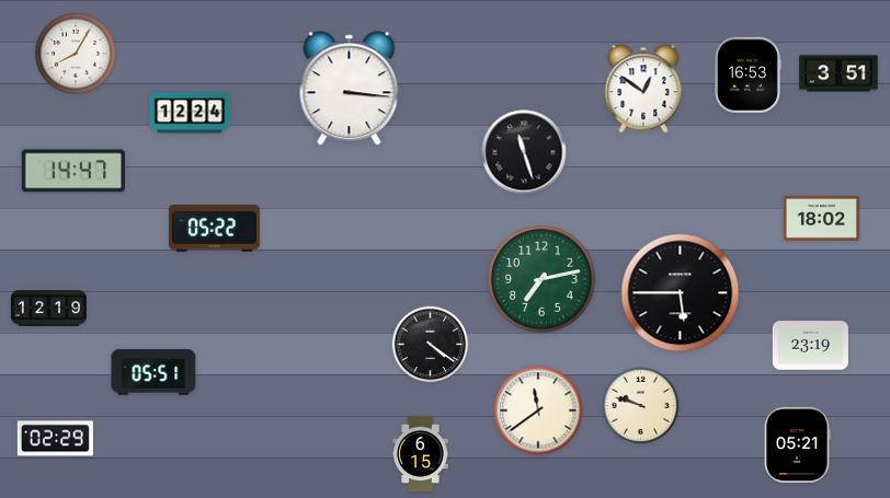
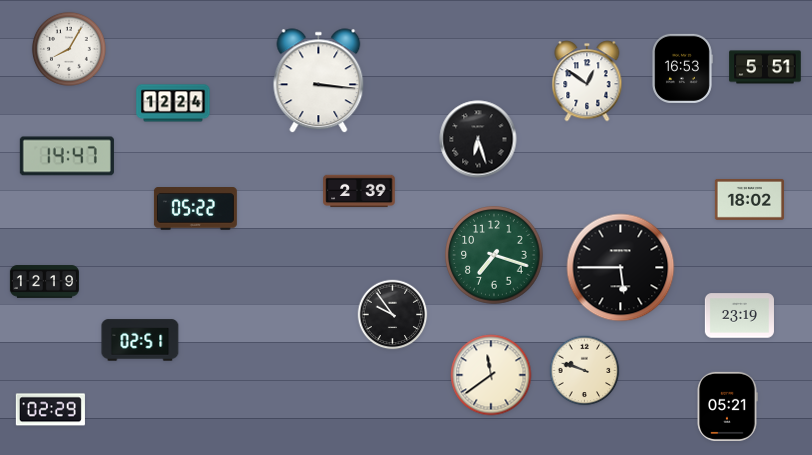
clock at (838, 73): 3:51 -> 5:51
clock at (524, 152): 11:27 -> 6:27
clock at (359, 191): none -> 2:39
clock at (541, 279): 7:13 -> 7:18
clock at (431, 345): 4:21 -> 9:54
clock at (153, 372): 05:51 -> 02:51
clock at (55, 439) position: (55, 439) -> (50, 410)
clock at (421, 453): 6:15 -> none
